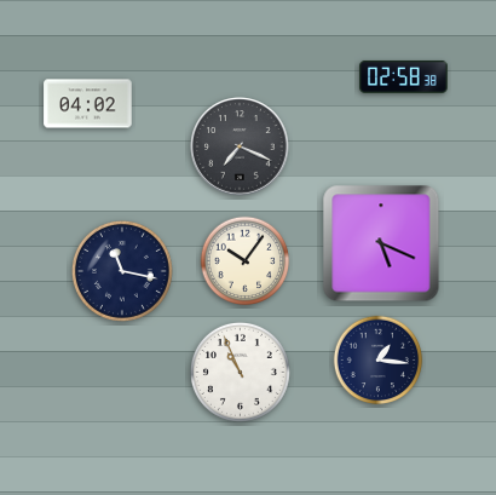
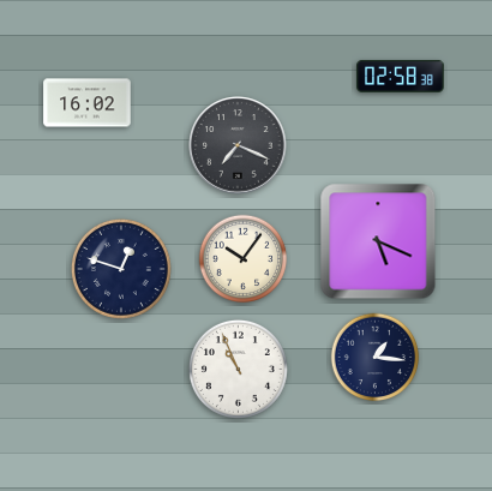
clock at (88, 104): 04:02 -> 16:02
clock at (122, 271): 11:17 -> 12:48
